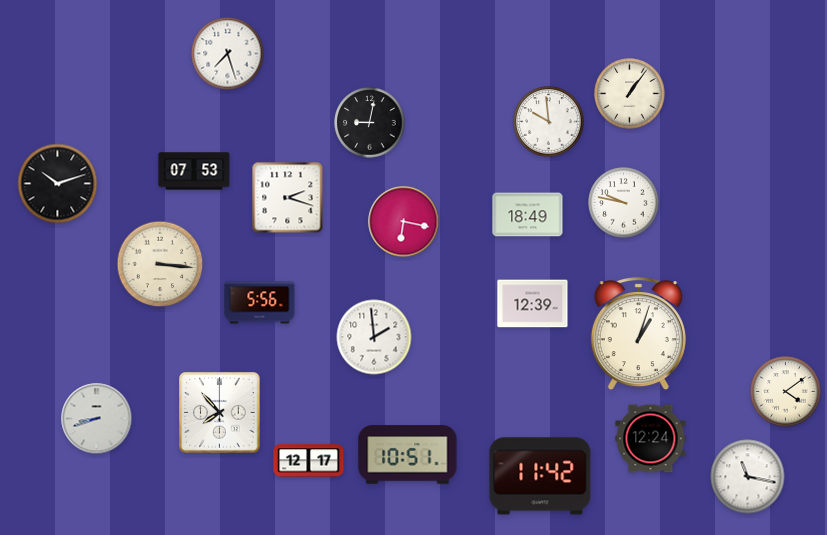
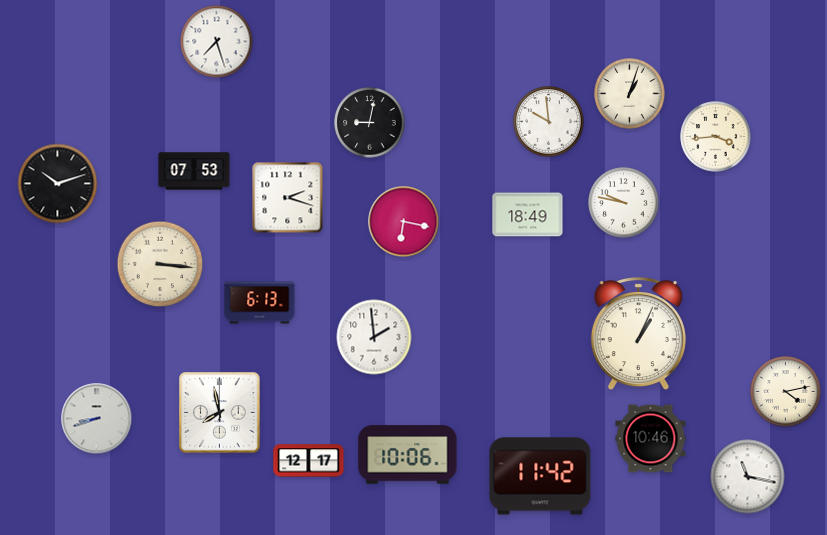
clock at (228, 54) position: (228, 54) -> (217, 42)
clock at (630, 94): 1:06 -> 1:03
clock at (716, 137): none -> 3:44
clock at (260, 303): 5:56 -> 6:13
clock at (533, 304): 12:39 -> none
clock at (638, 334): 1:03 -> 1:04
clock at (786, 392): 4:09 -> 4:13
clock at (220, 413): 7:53 -> 7:58
clock at (651, 439): 12:24 -> 10:46
clock at (408, 455): 10:51 -> 10:06
